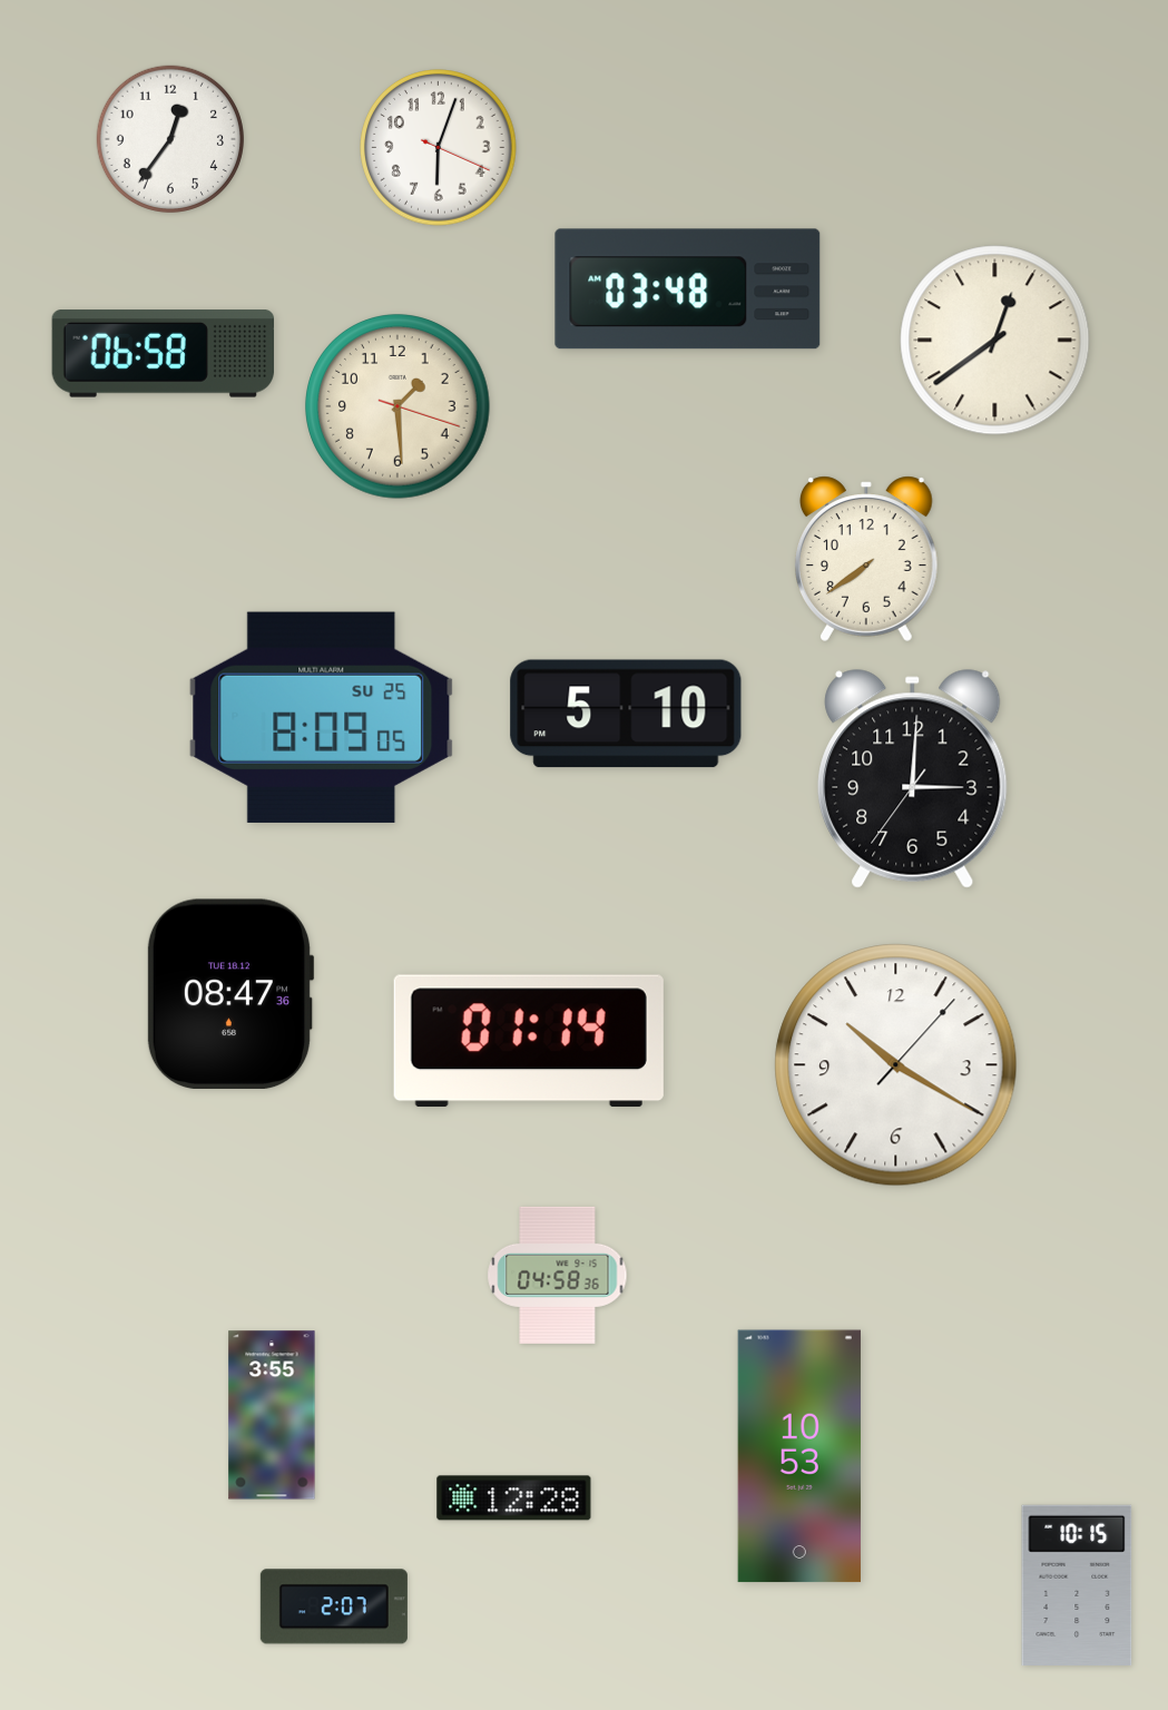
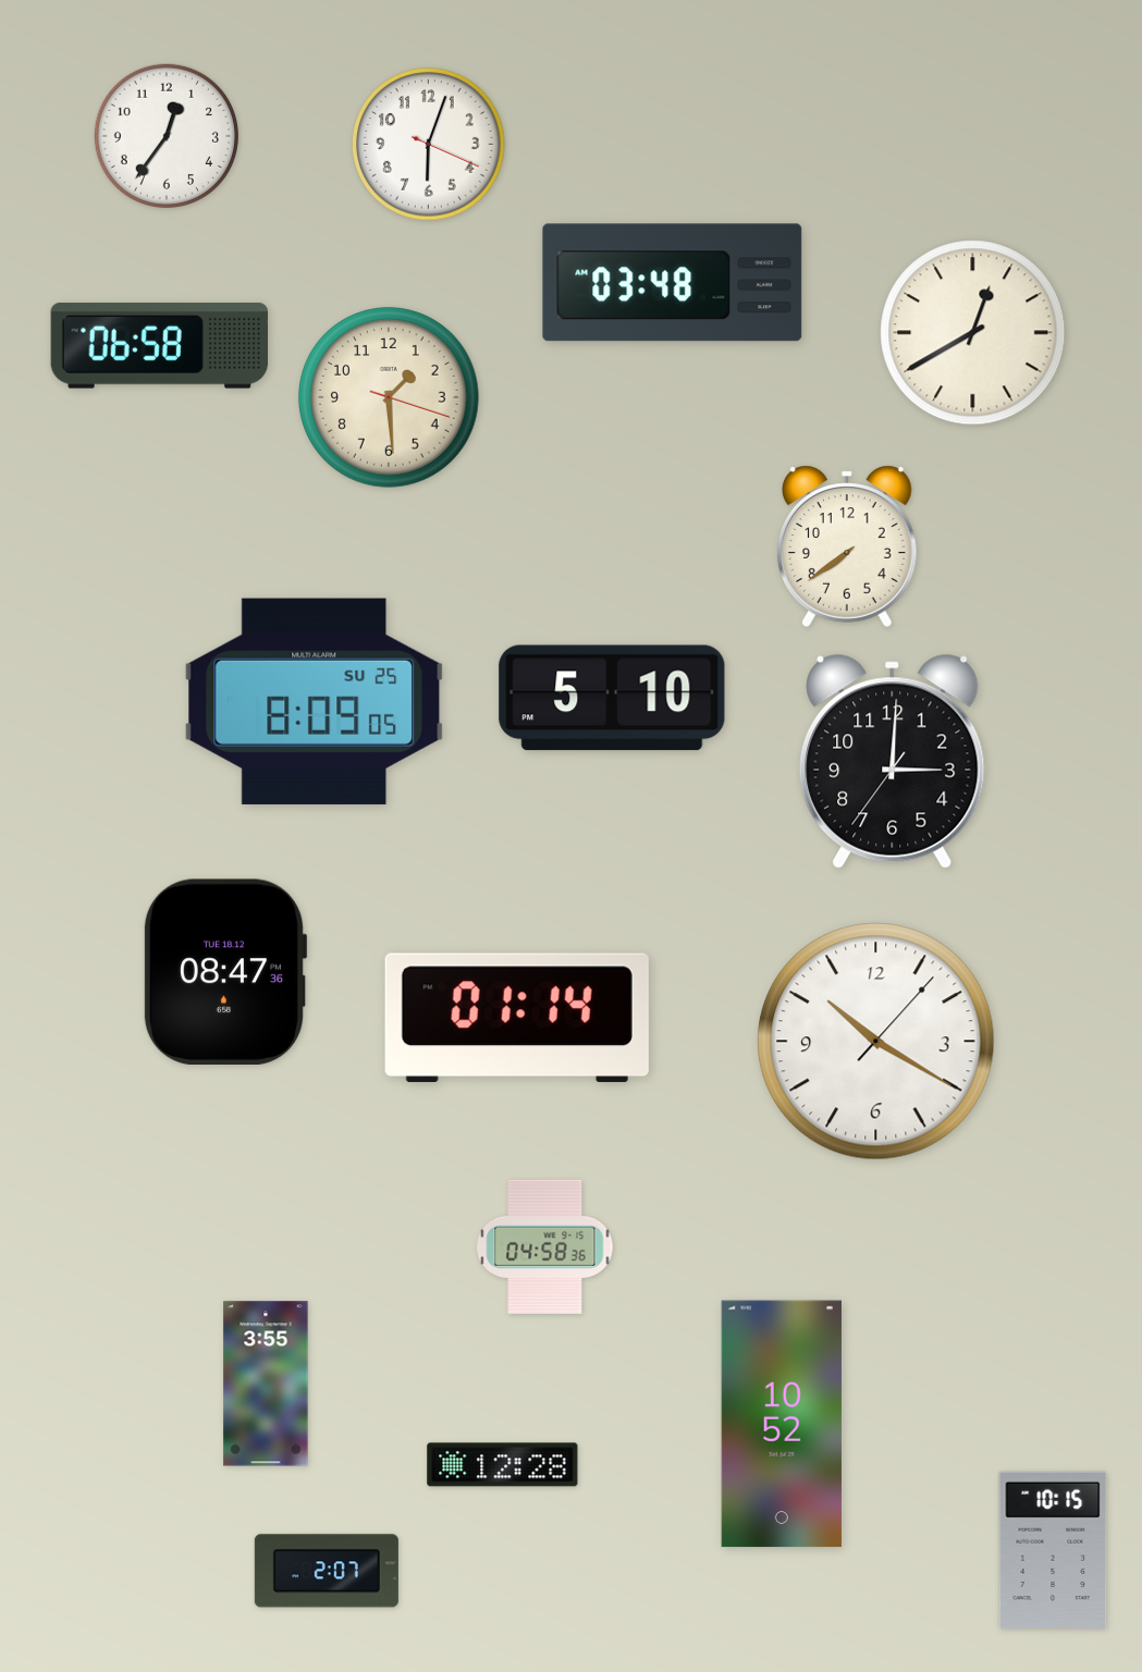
clock at (995, 341): 12:39 -> 12:40
clock at (799, 1456): 10:53 -> 10:52
